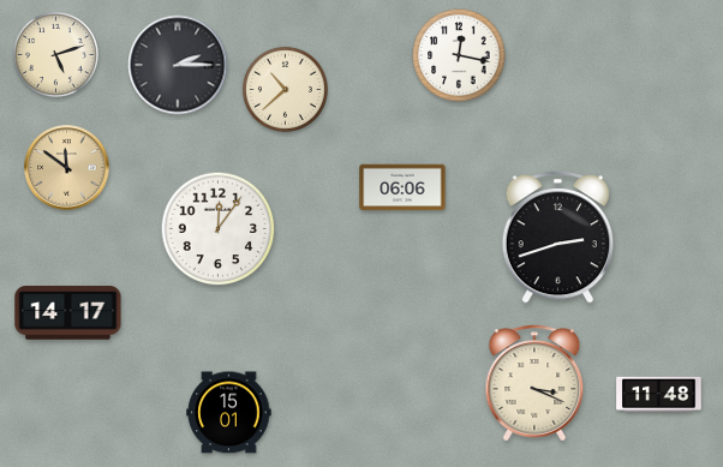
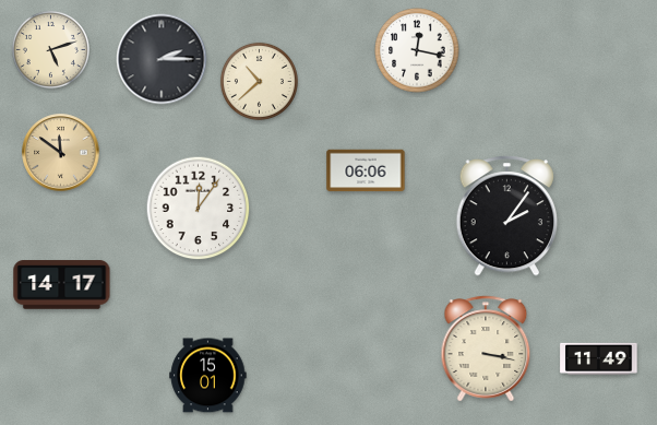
clock at (557, 237): 2:42 -> 2:06
clock at (534, 383): 3:19 -> 3:17
clock at (659, 394): 11:48 -> 11:49
